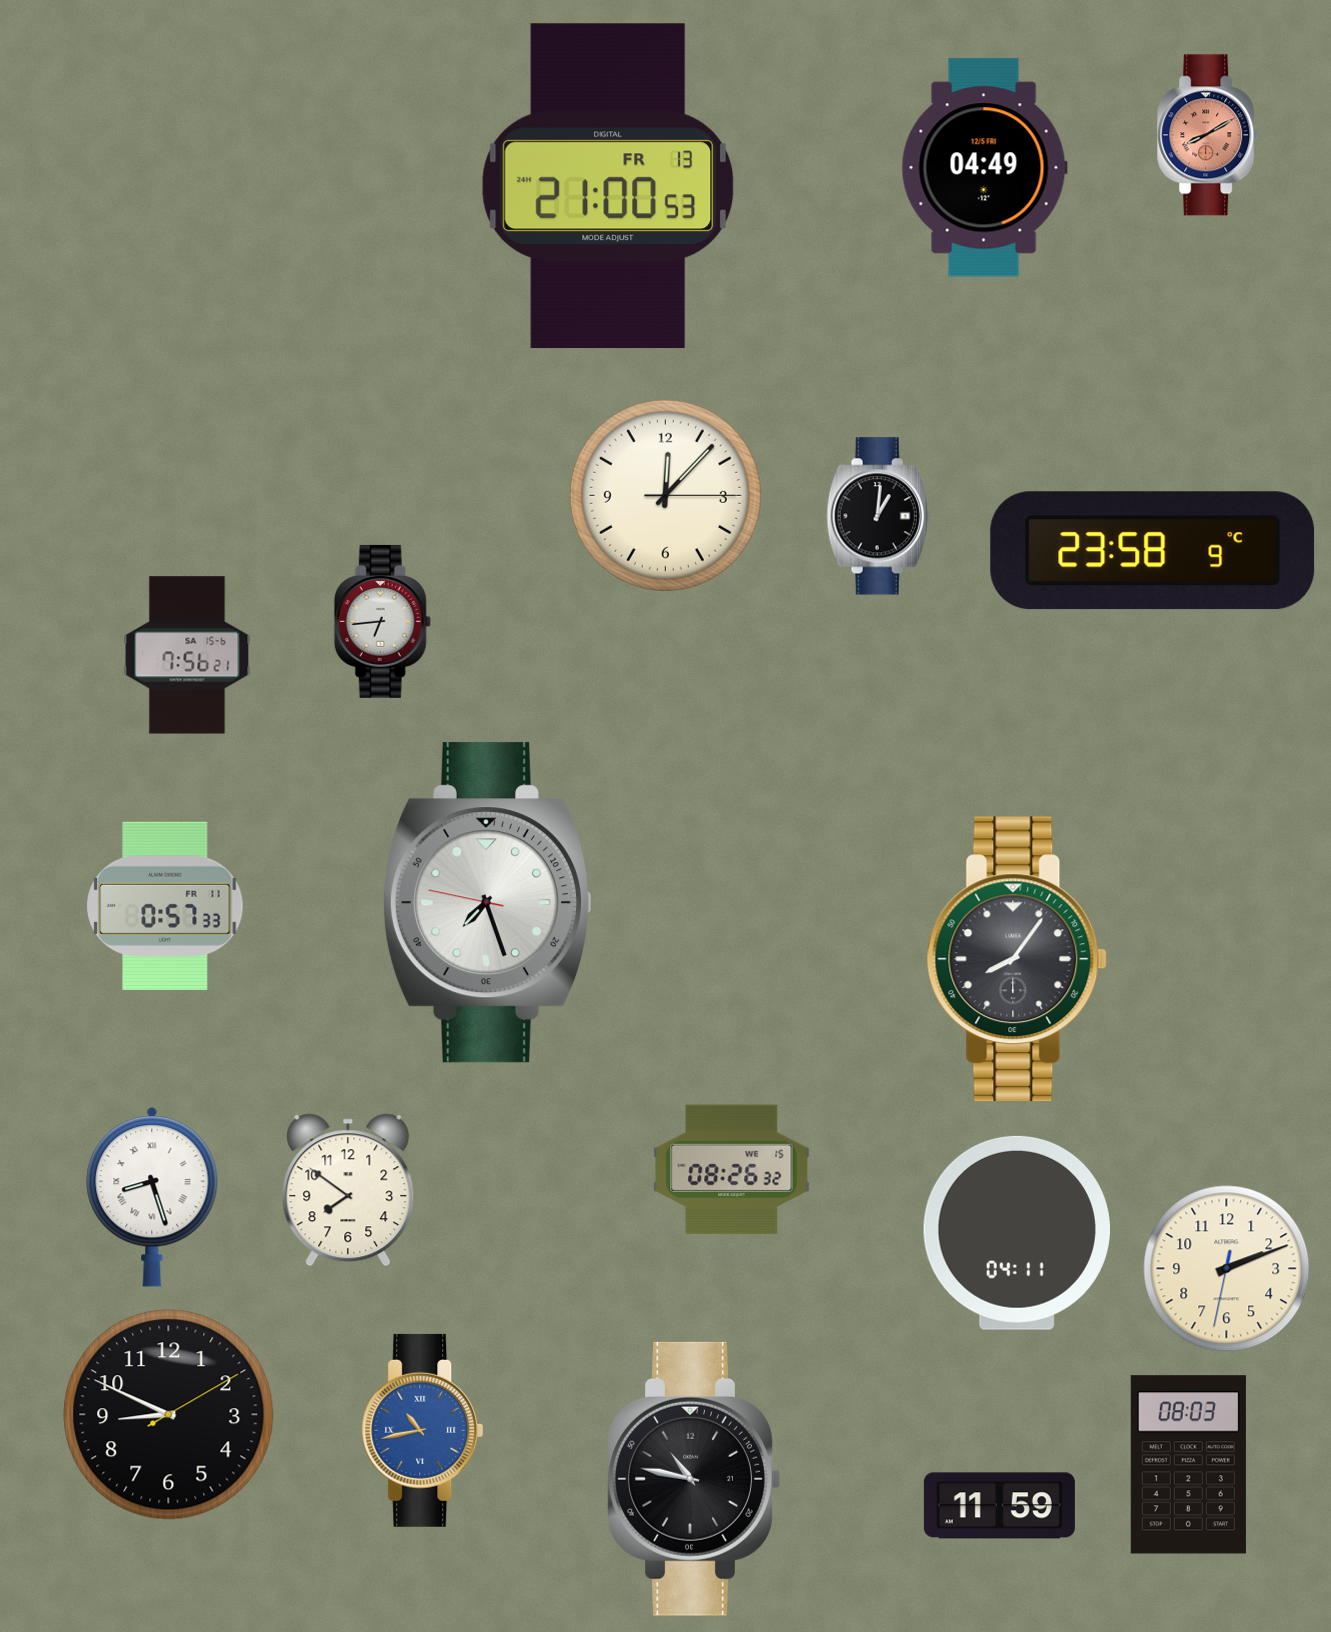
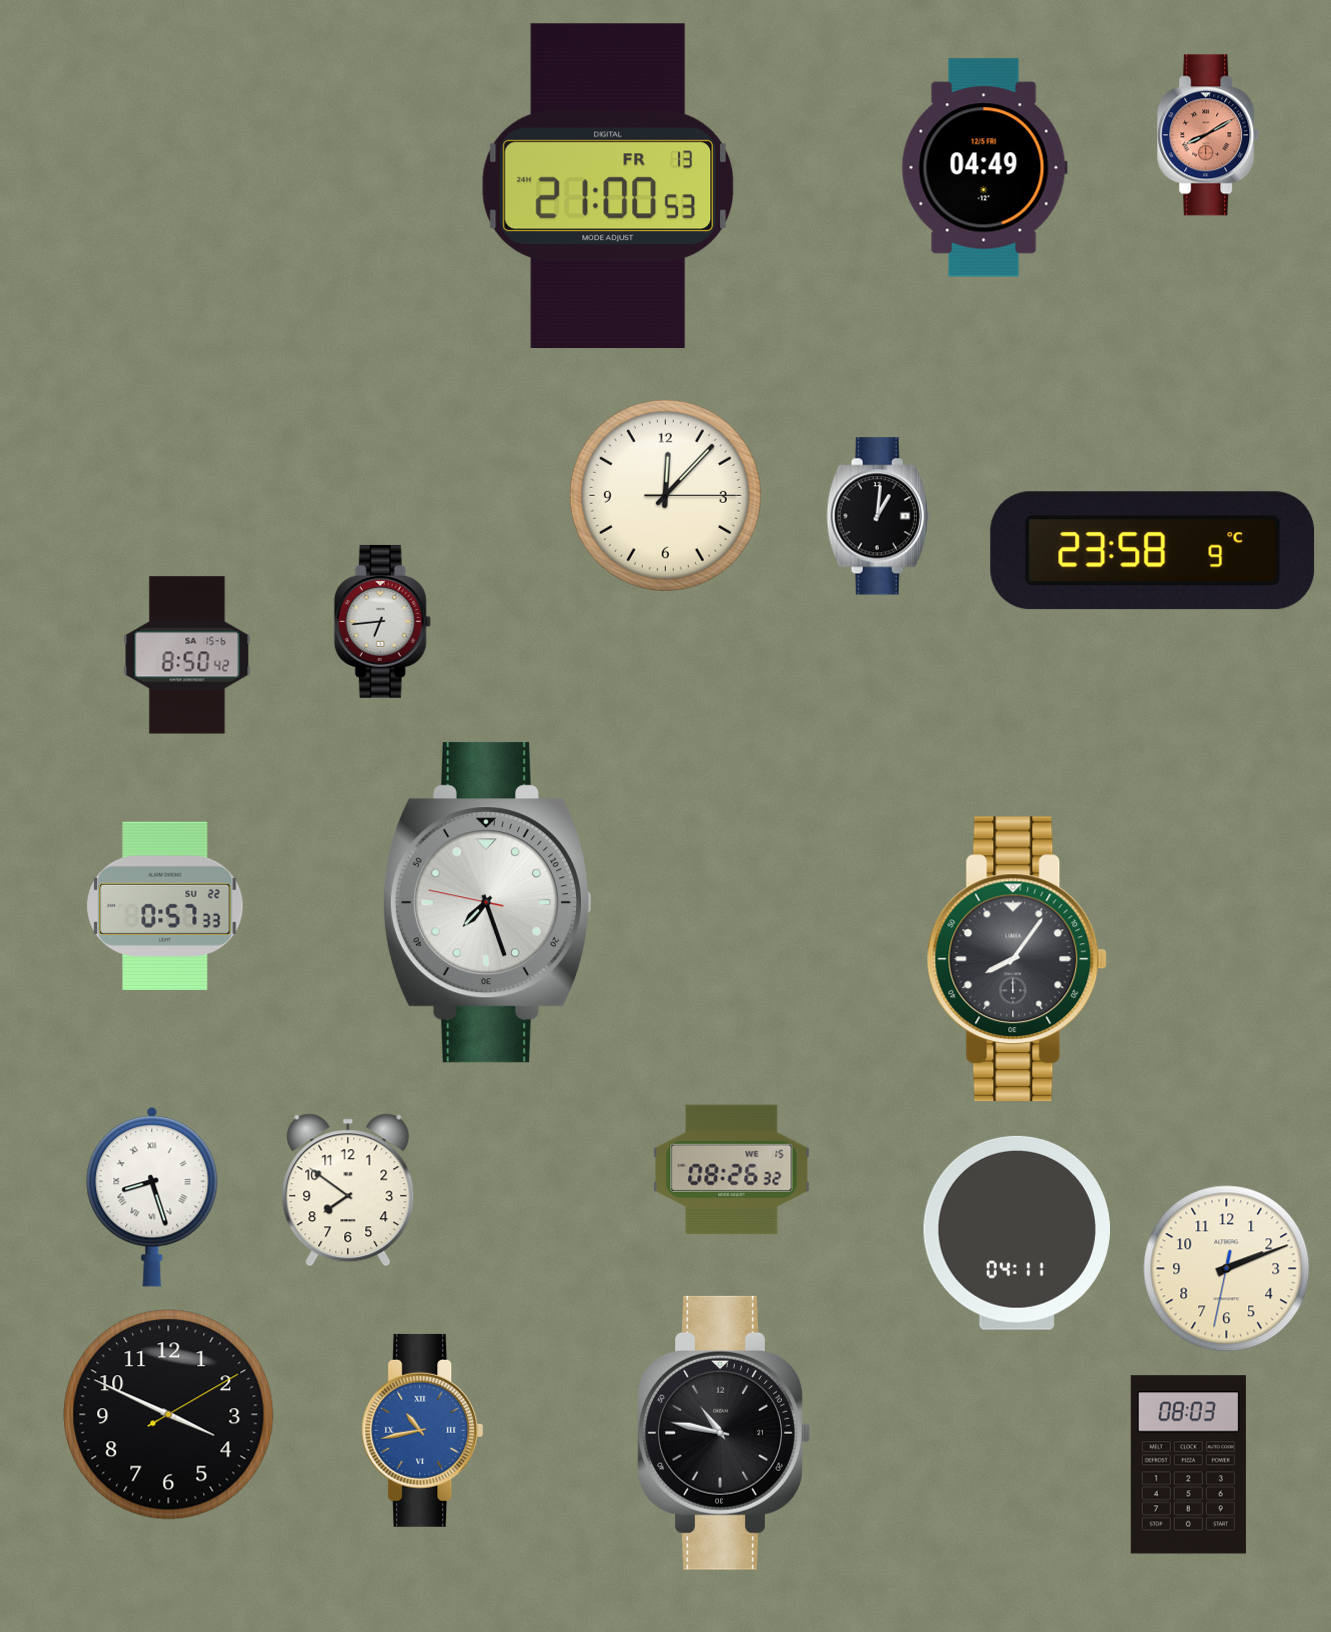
clock at (187, 655): 7:56 -> 8:50
clock at (165, 906) date: FR 11 -> SU 22
clock at (169, 1415): 8:49 -> 3:49
clock at (694, 1479) position: (694, 1479) -> (724, 1433)
clock at (999, 1506): 11:59 -> none
